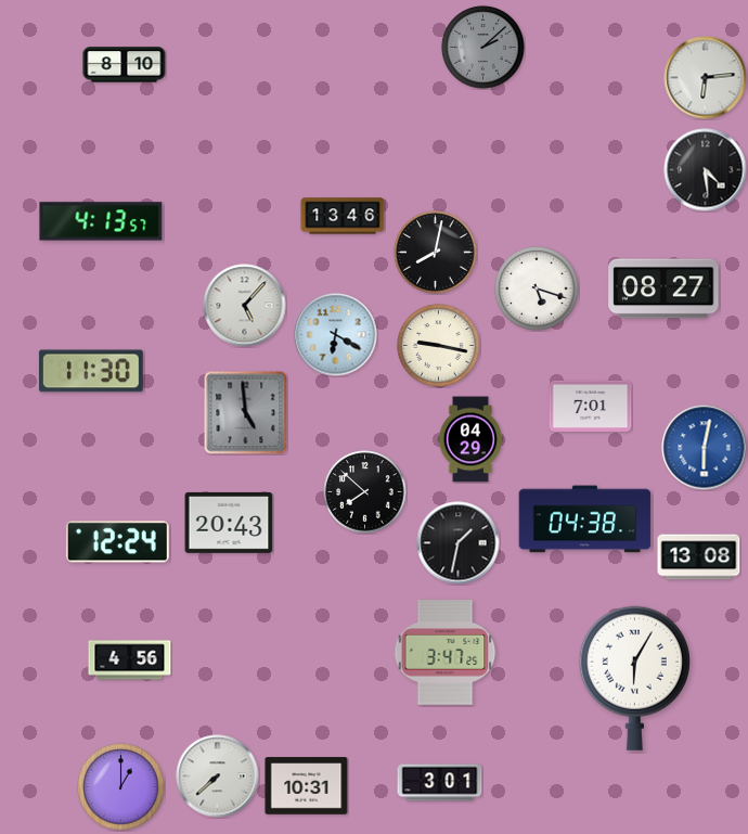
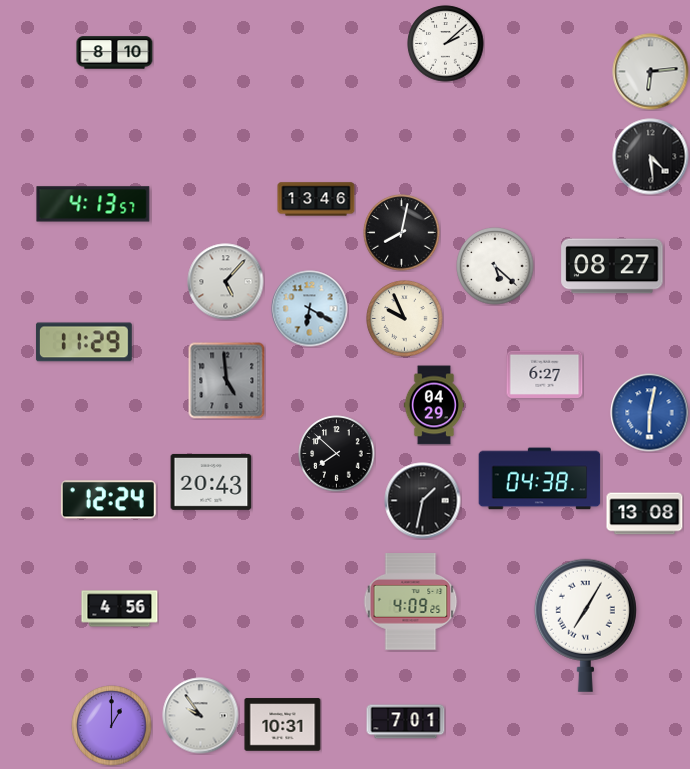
clock at (483, 48) dial: grey -> white
clock at (125, 65) position: (125, 65) -> (115, 53)
clock at (537, 288): 5:18 -> 5:22
clock at (439, 346): 9:17 -> 9:56
clock at (91, 371): 11:30 -> 11:29
clock at (591, 406): 7:01 -> 6:27
clock at (446, 653): 3:47 -> 4:09
clock at (634, 678): 6:05 -> 7:05
clock at (218, 777): 7:38 -> 9:54
clock at (440, 783): 3:01 -> 7:01
